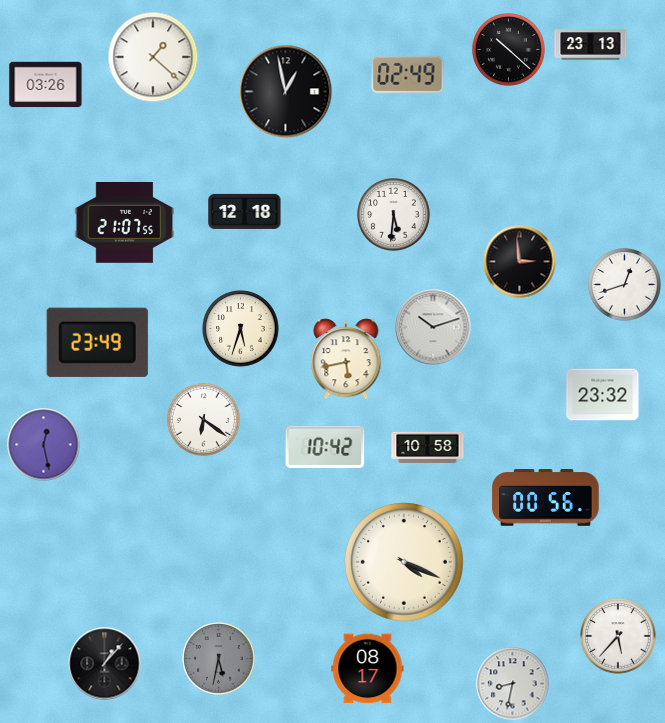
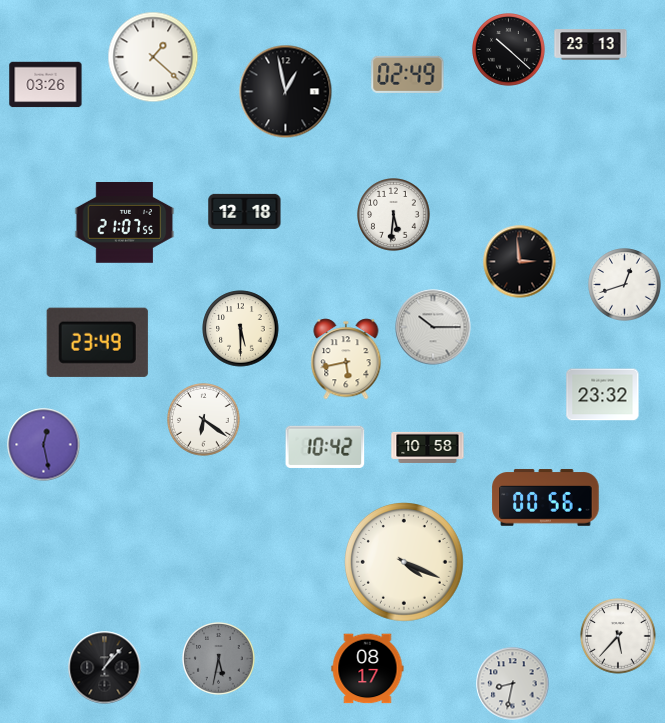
clock at (433, 327): 10:12 -> 10:15
clock at (241, 329): 5:33 -> 5:30
clock at (105, 664) position: (105, 664) -> (105, 668)
